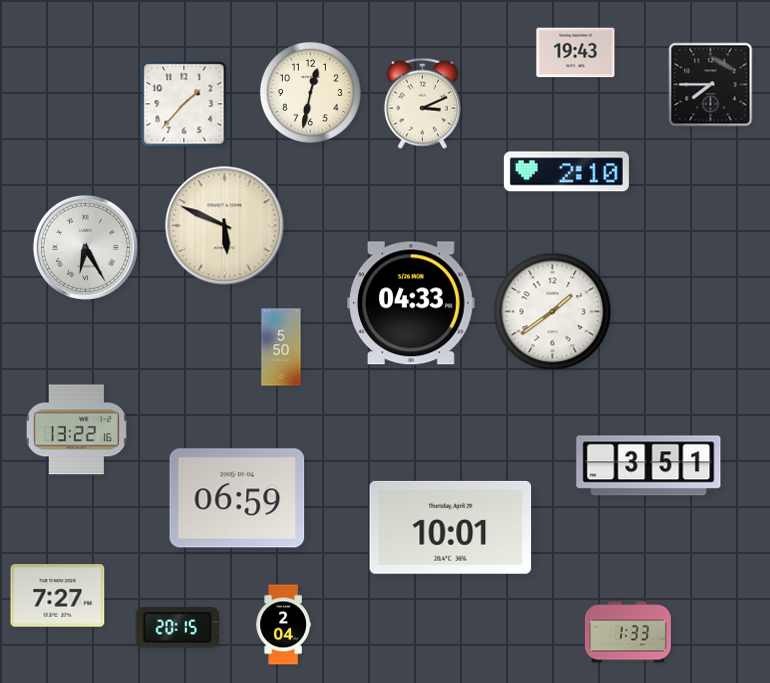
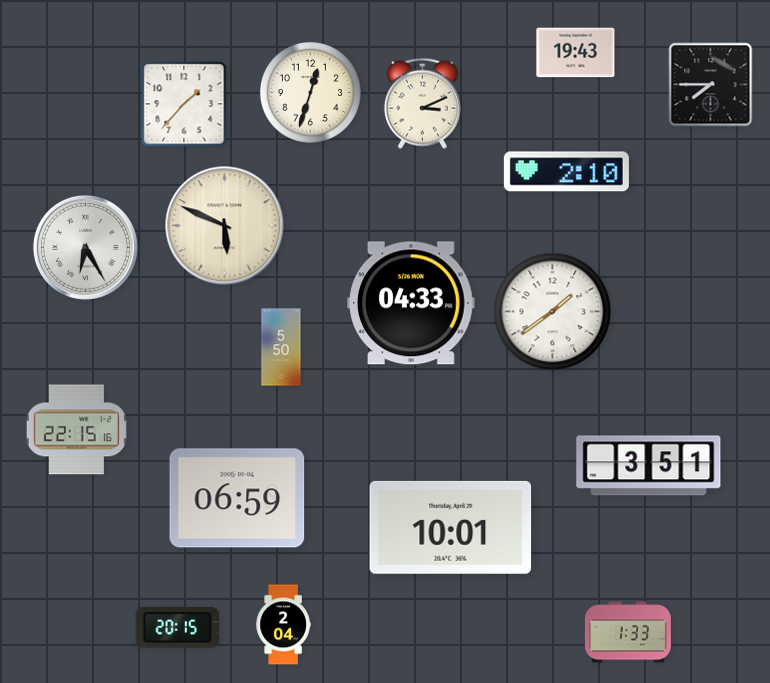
clock at (310, 92): 12:32 -> 12:33
clock at (76, 430): 13:22 -> 22:15
clock at (58, 596): 7:27 -> none
